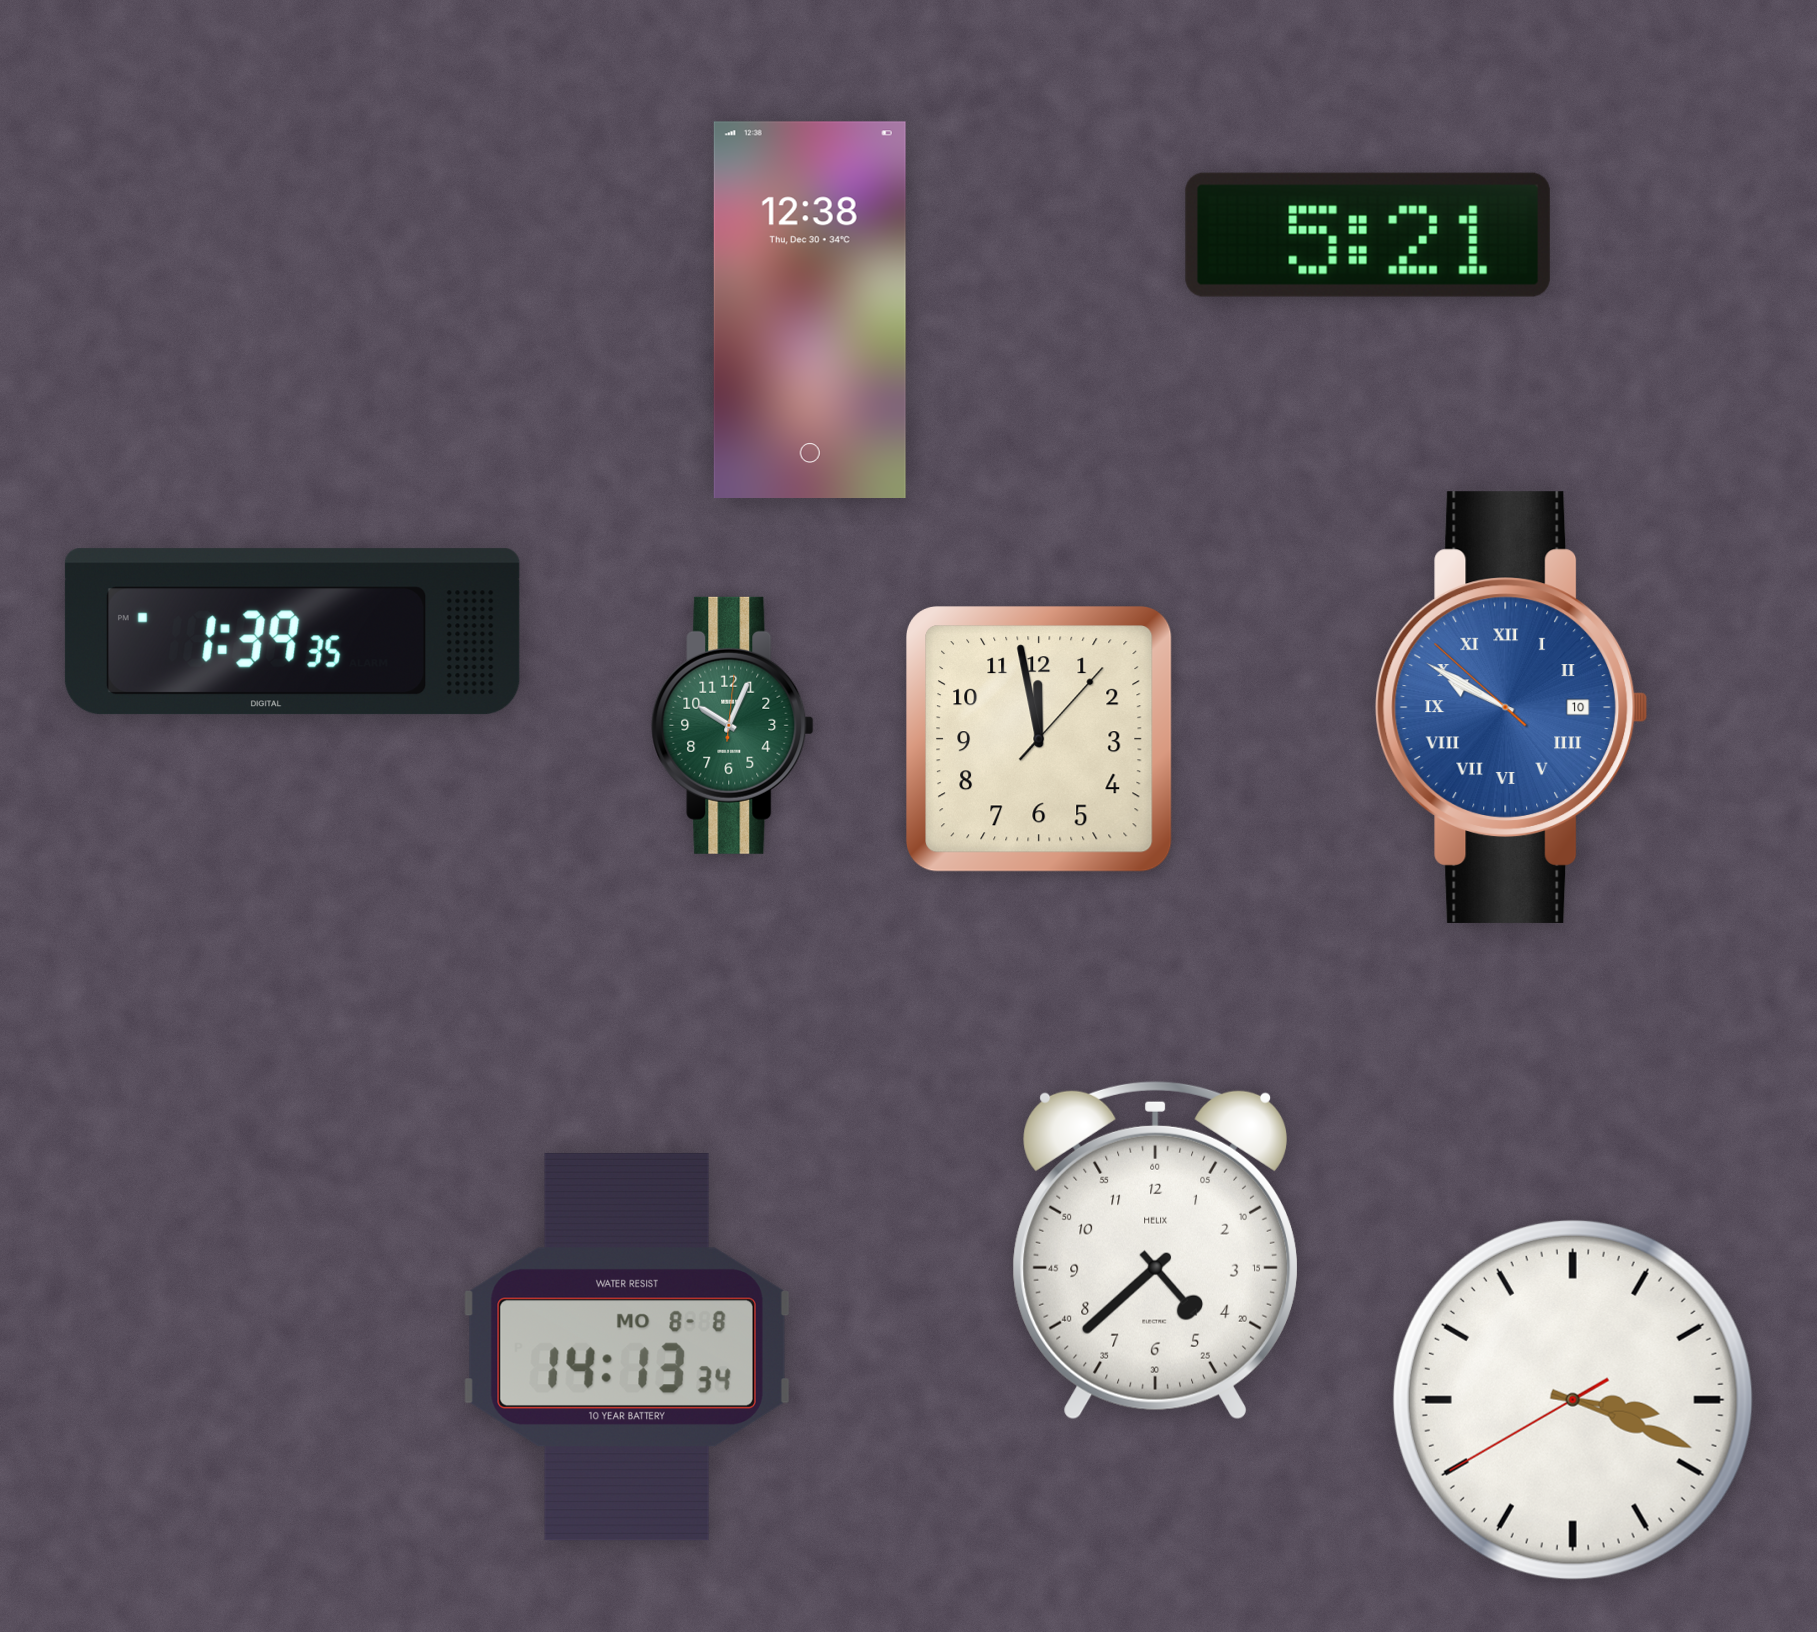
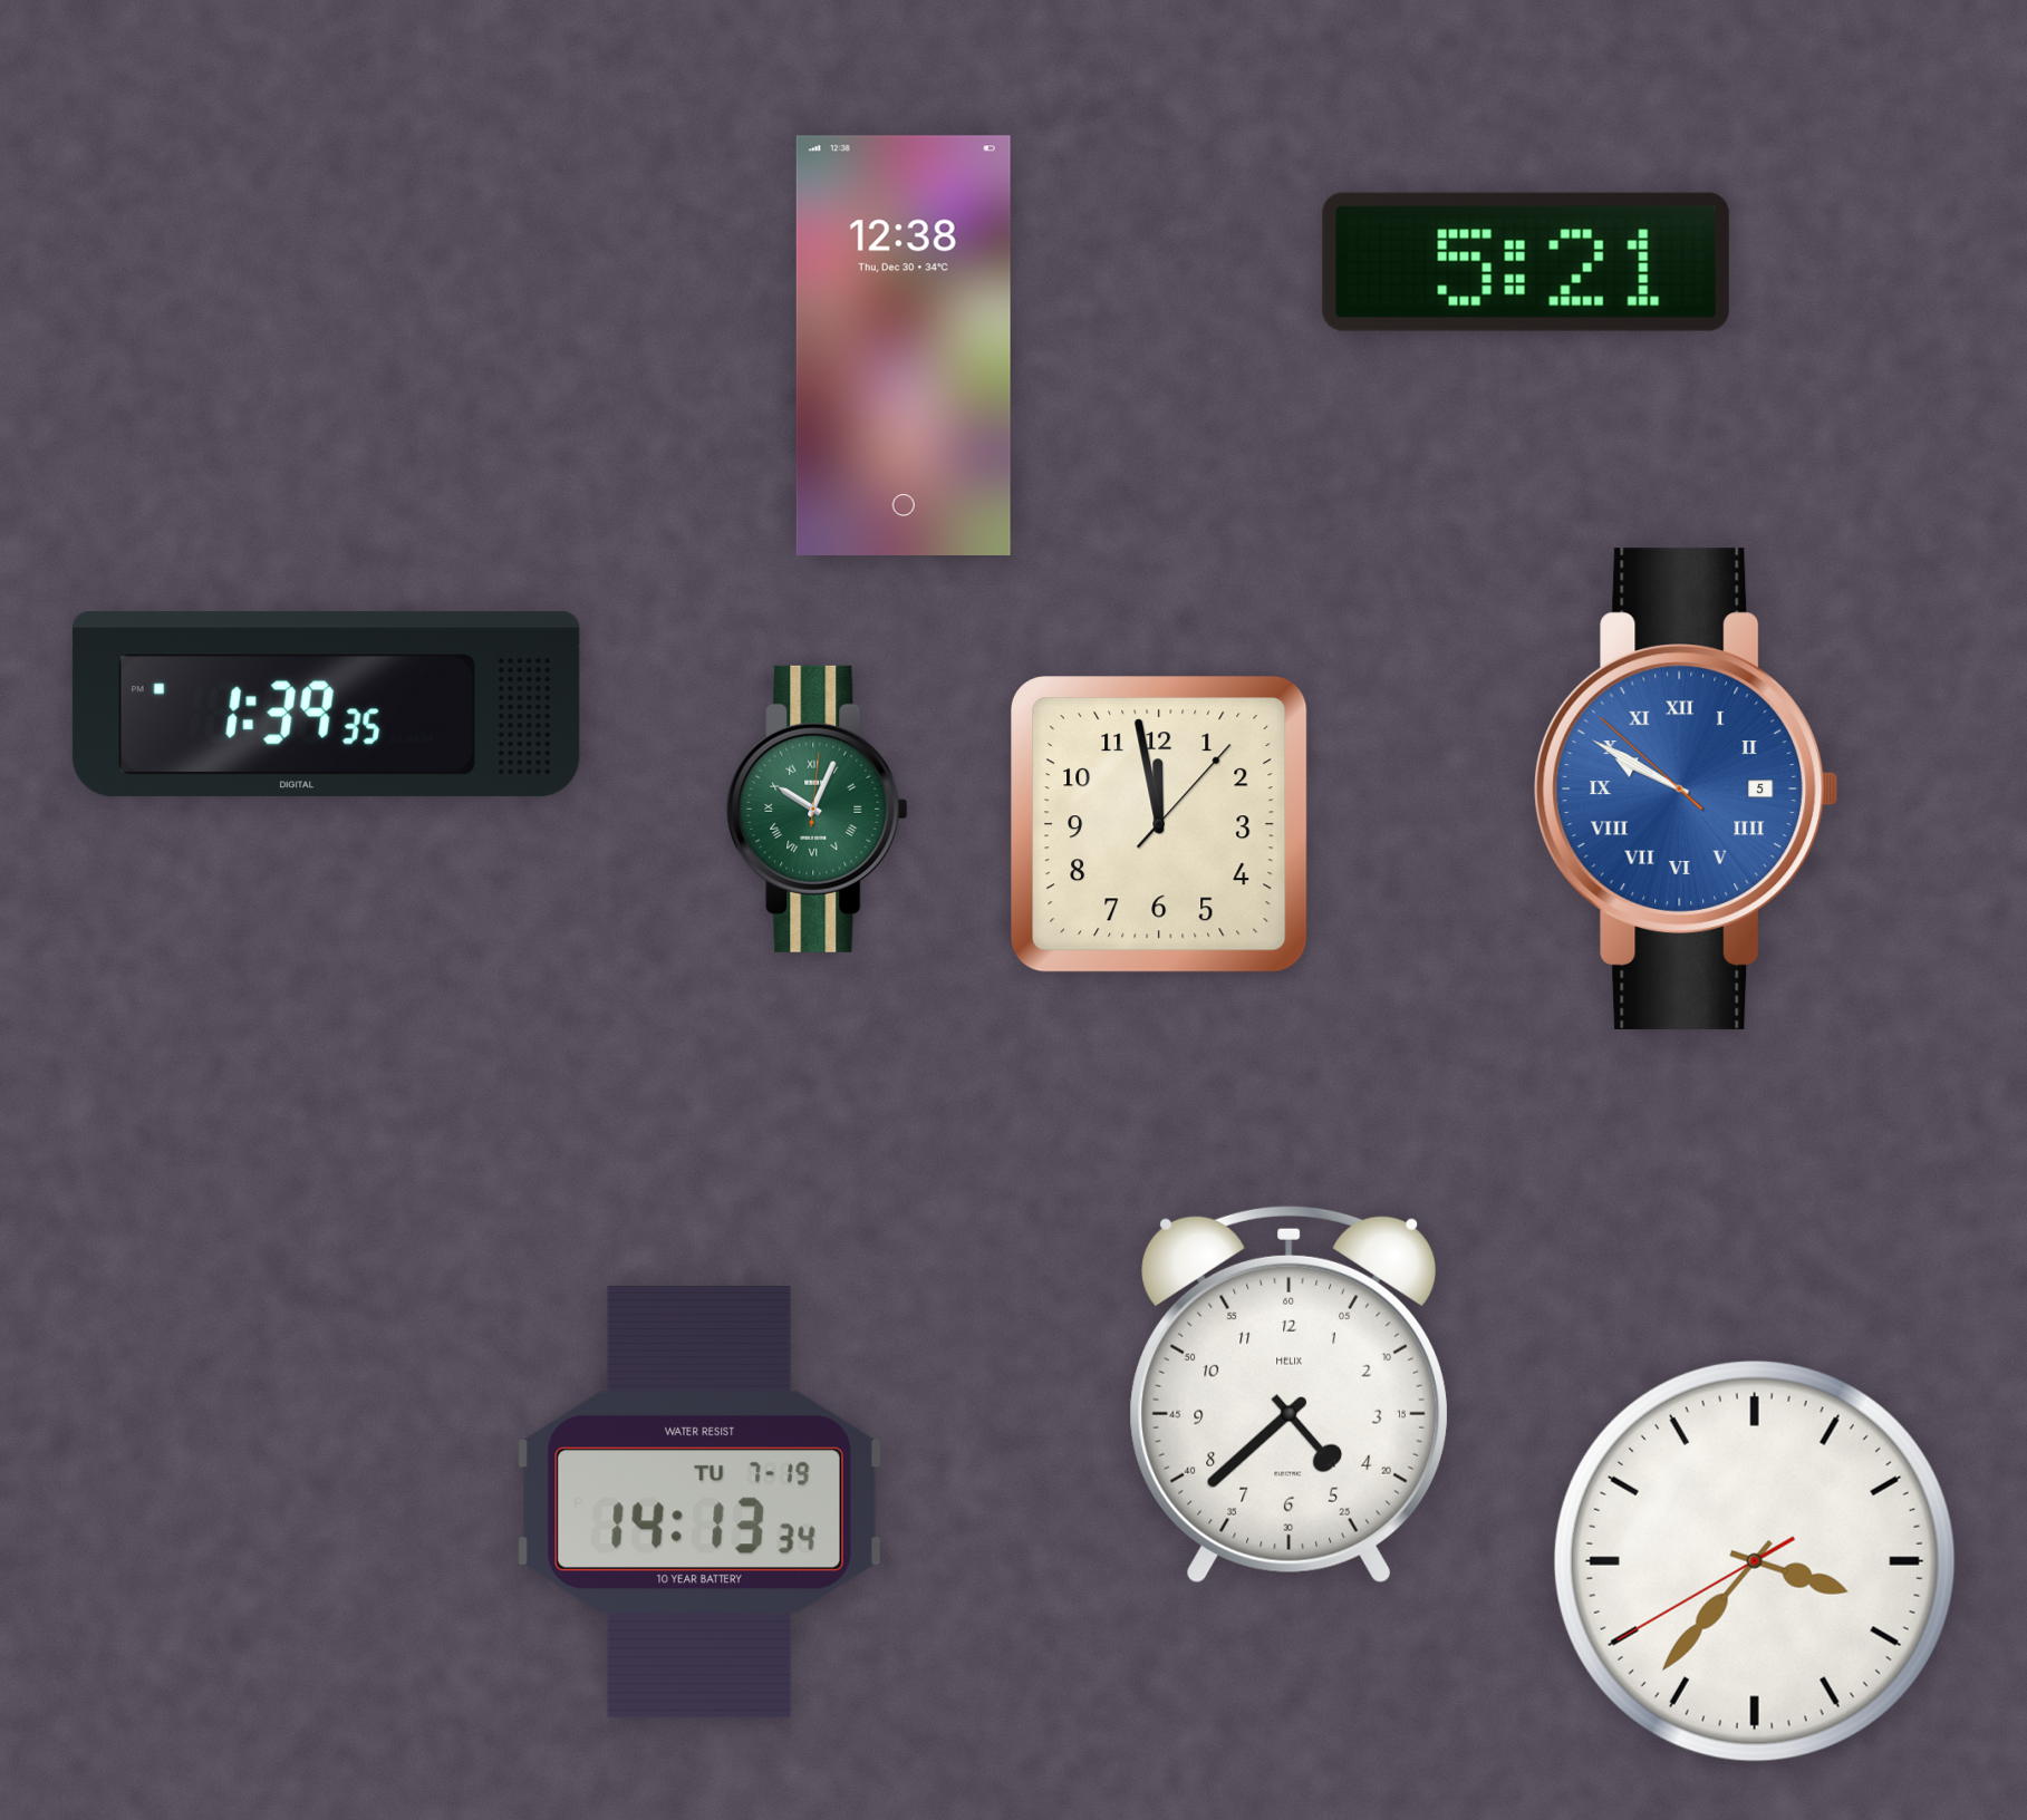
clock at (1512, 707) date: 10 -> 5
clock at (733, 725) numerals: Arabic -> Roman
clock at (627, 1348) date: MO 8-8 -> TU 7-19
clock at (1573, 1400): 3:18 -> 3:36
